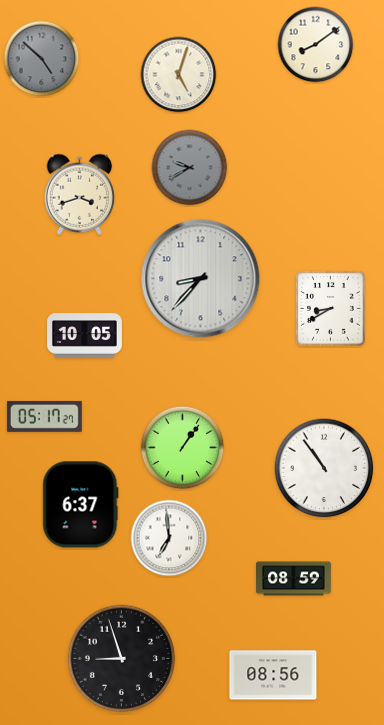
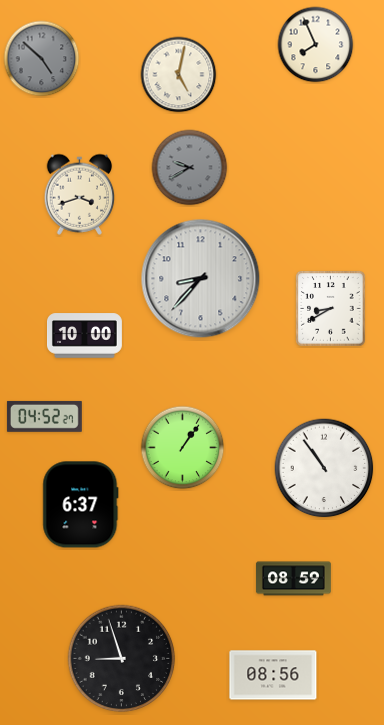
clock at (316, 45): 8:09 -> 7:56
clock at (179, 75): 5:03 -> 5:02
clock at (85, 336): 10:05 -> 10:00
clock at (44, 416): 05:17 -> 04:52
clock at (169, 538): 6:59 -> none
